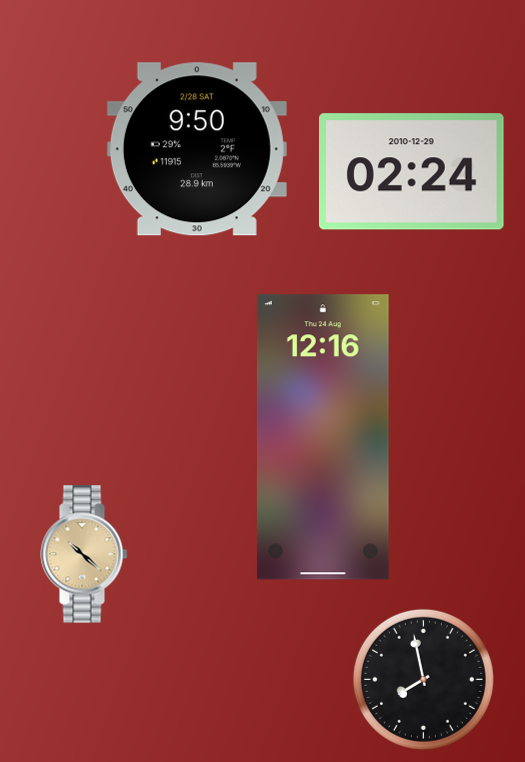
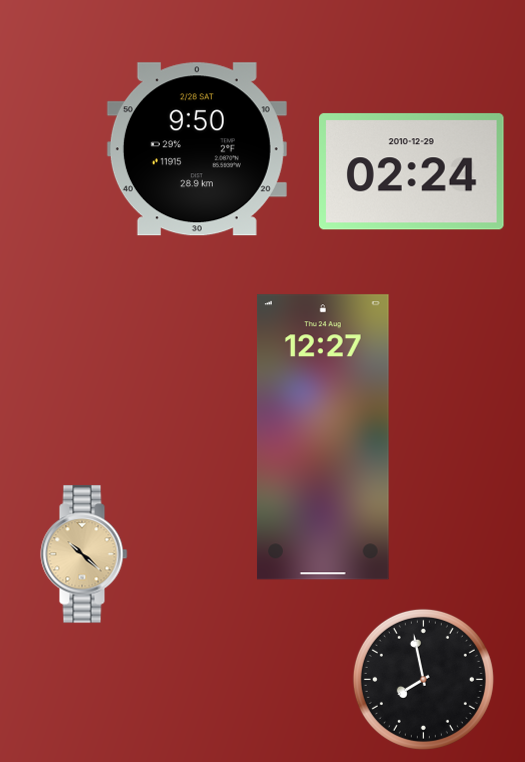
clock at (323, 437): 12:16 -> 12:27
